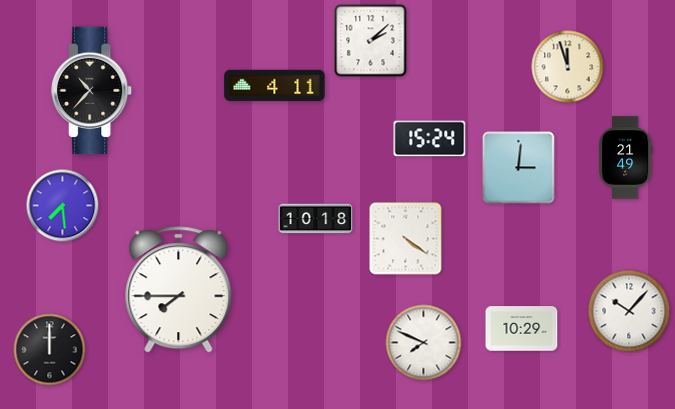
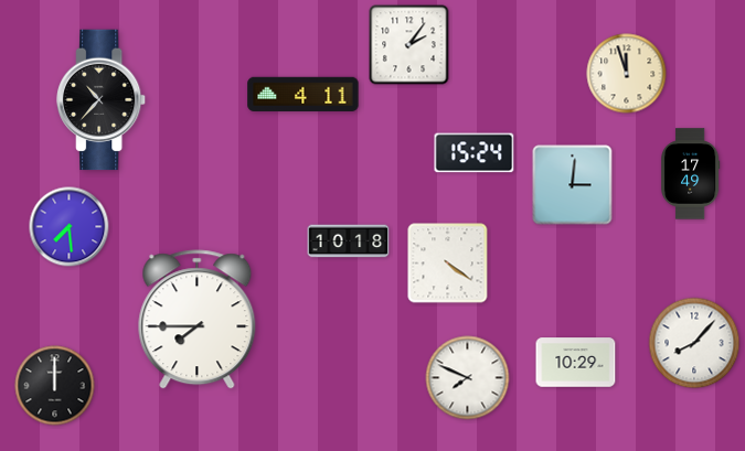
clock at (371, 41): 2:08 -> 2:06
clock at (625, 158): 21:49 -> 17:49
clock at (629, 311): 10:07 -> 8:07
